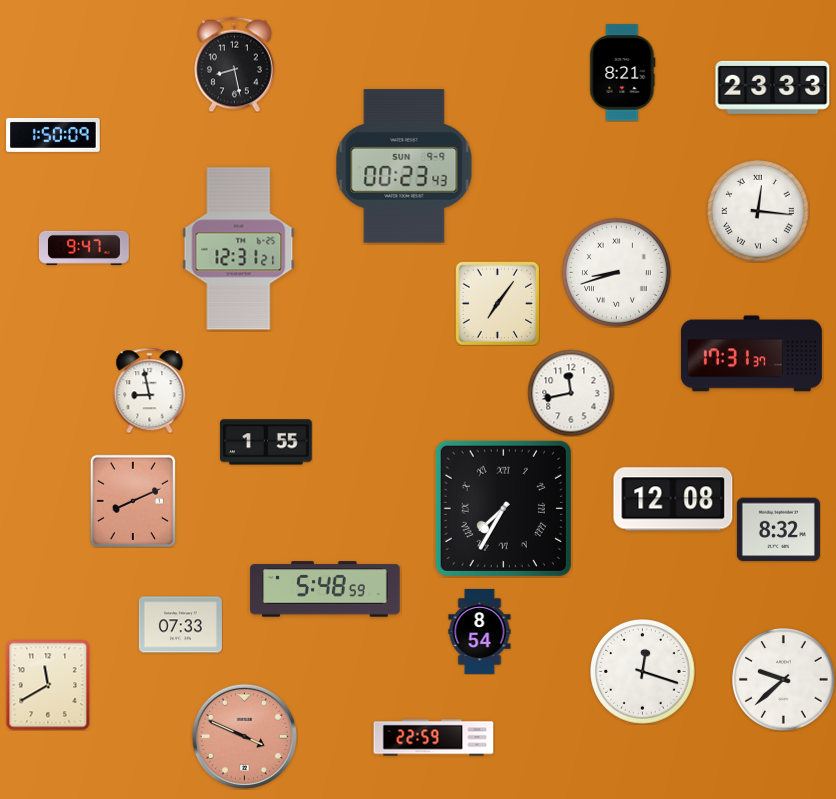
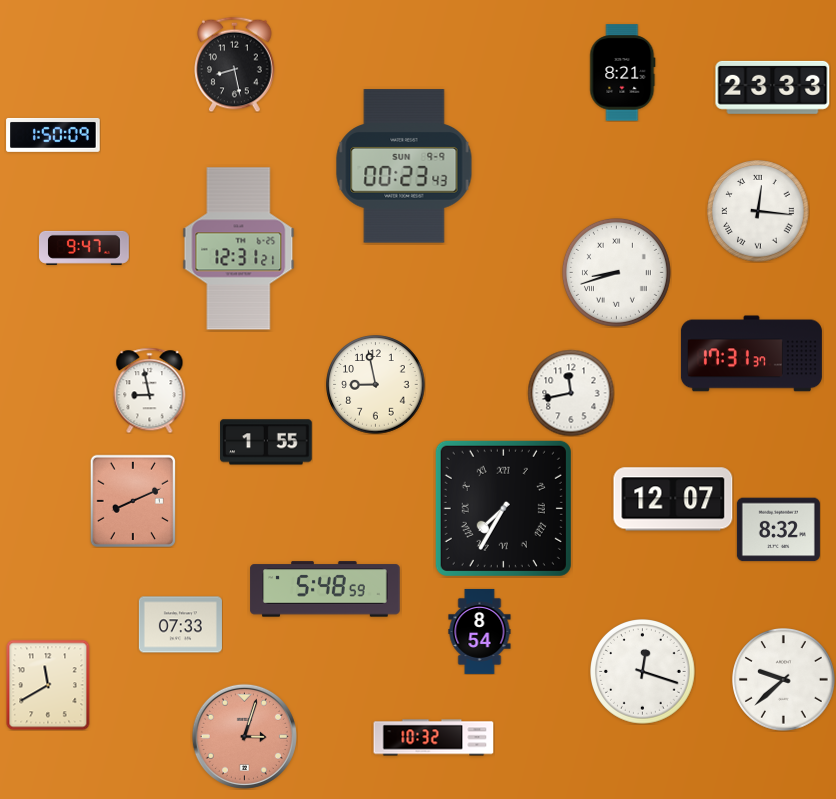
clock at (497, 303): 7:06 -> none
clock at (376, 385): none -> 8:58
clock at (673, 499): 12:08 -> 12:07
clock at (244, 736): 3:49 -> 3:03
clock at (434, 738): 22:59 -> 10:32
